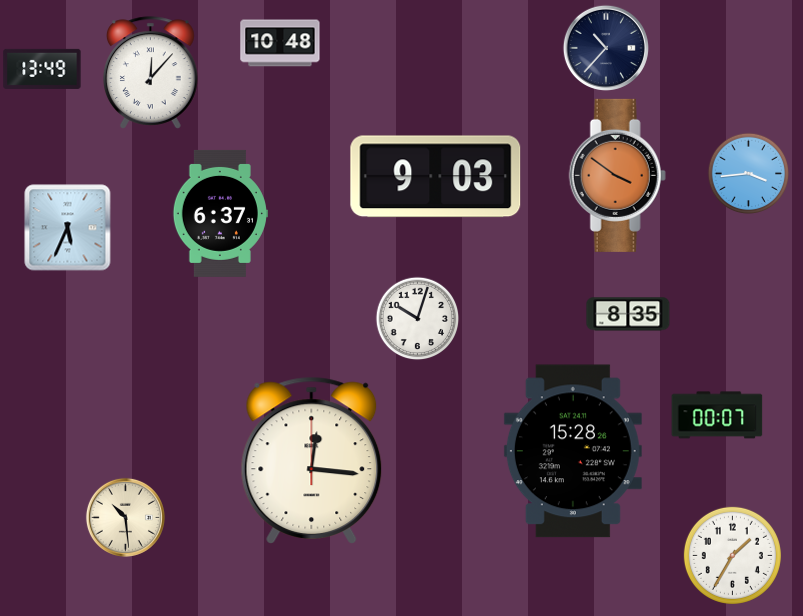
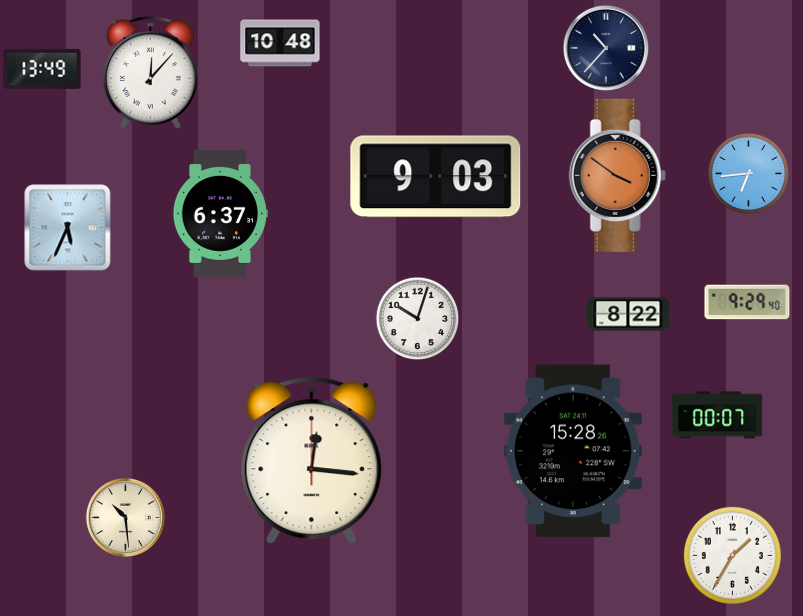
clock at (749, 174): 3:44 -> 6:44
clock at (747, 302): none -> 9:29
clock at (628, 314): 8:35 -> 8:22
